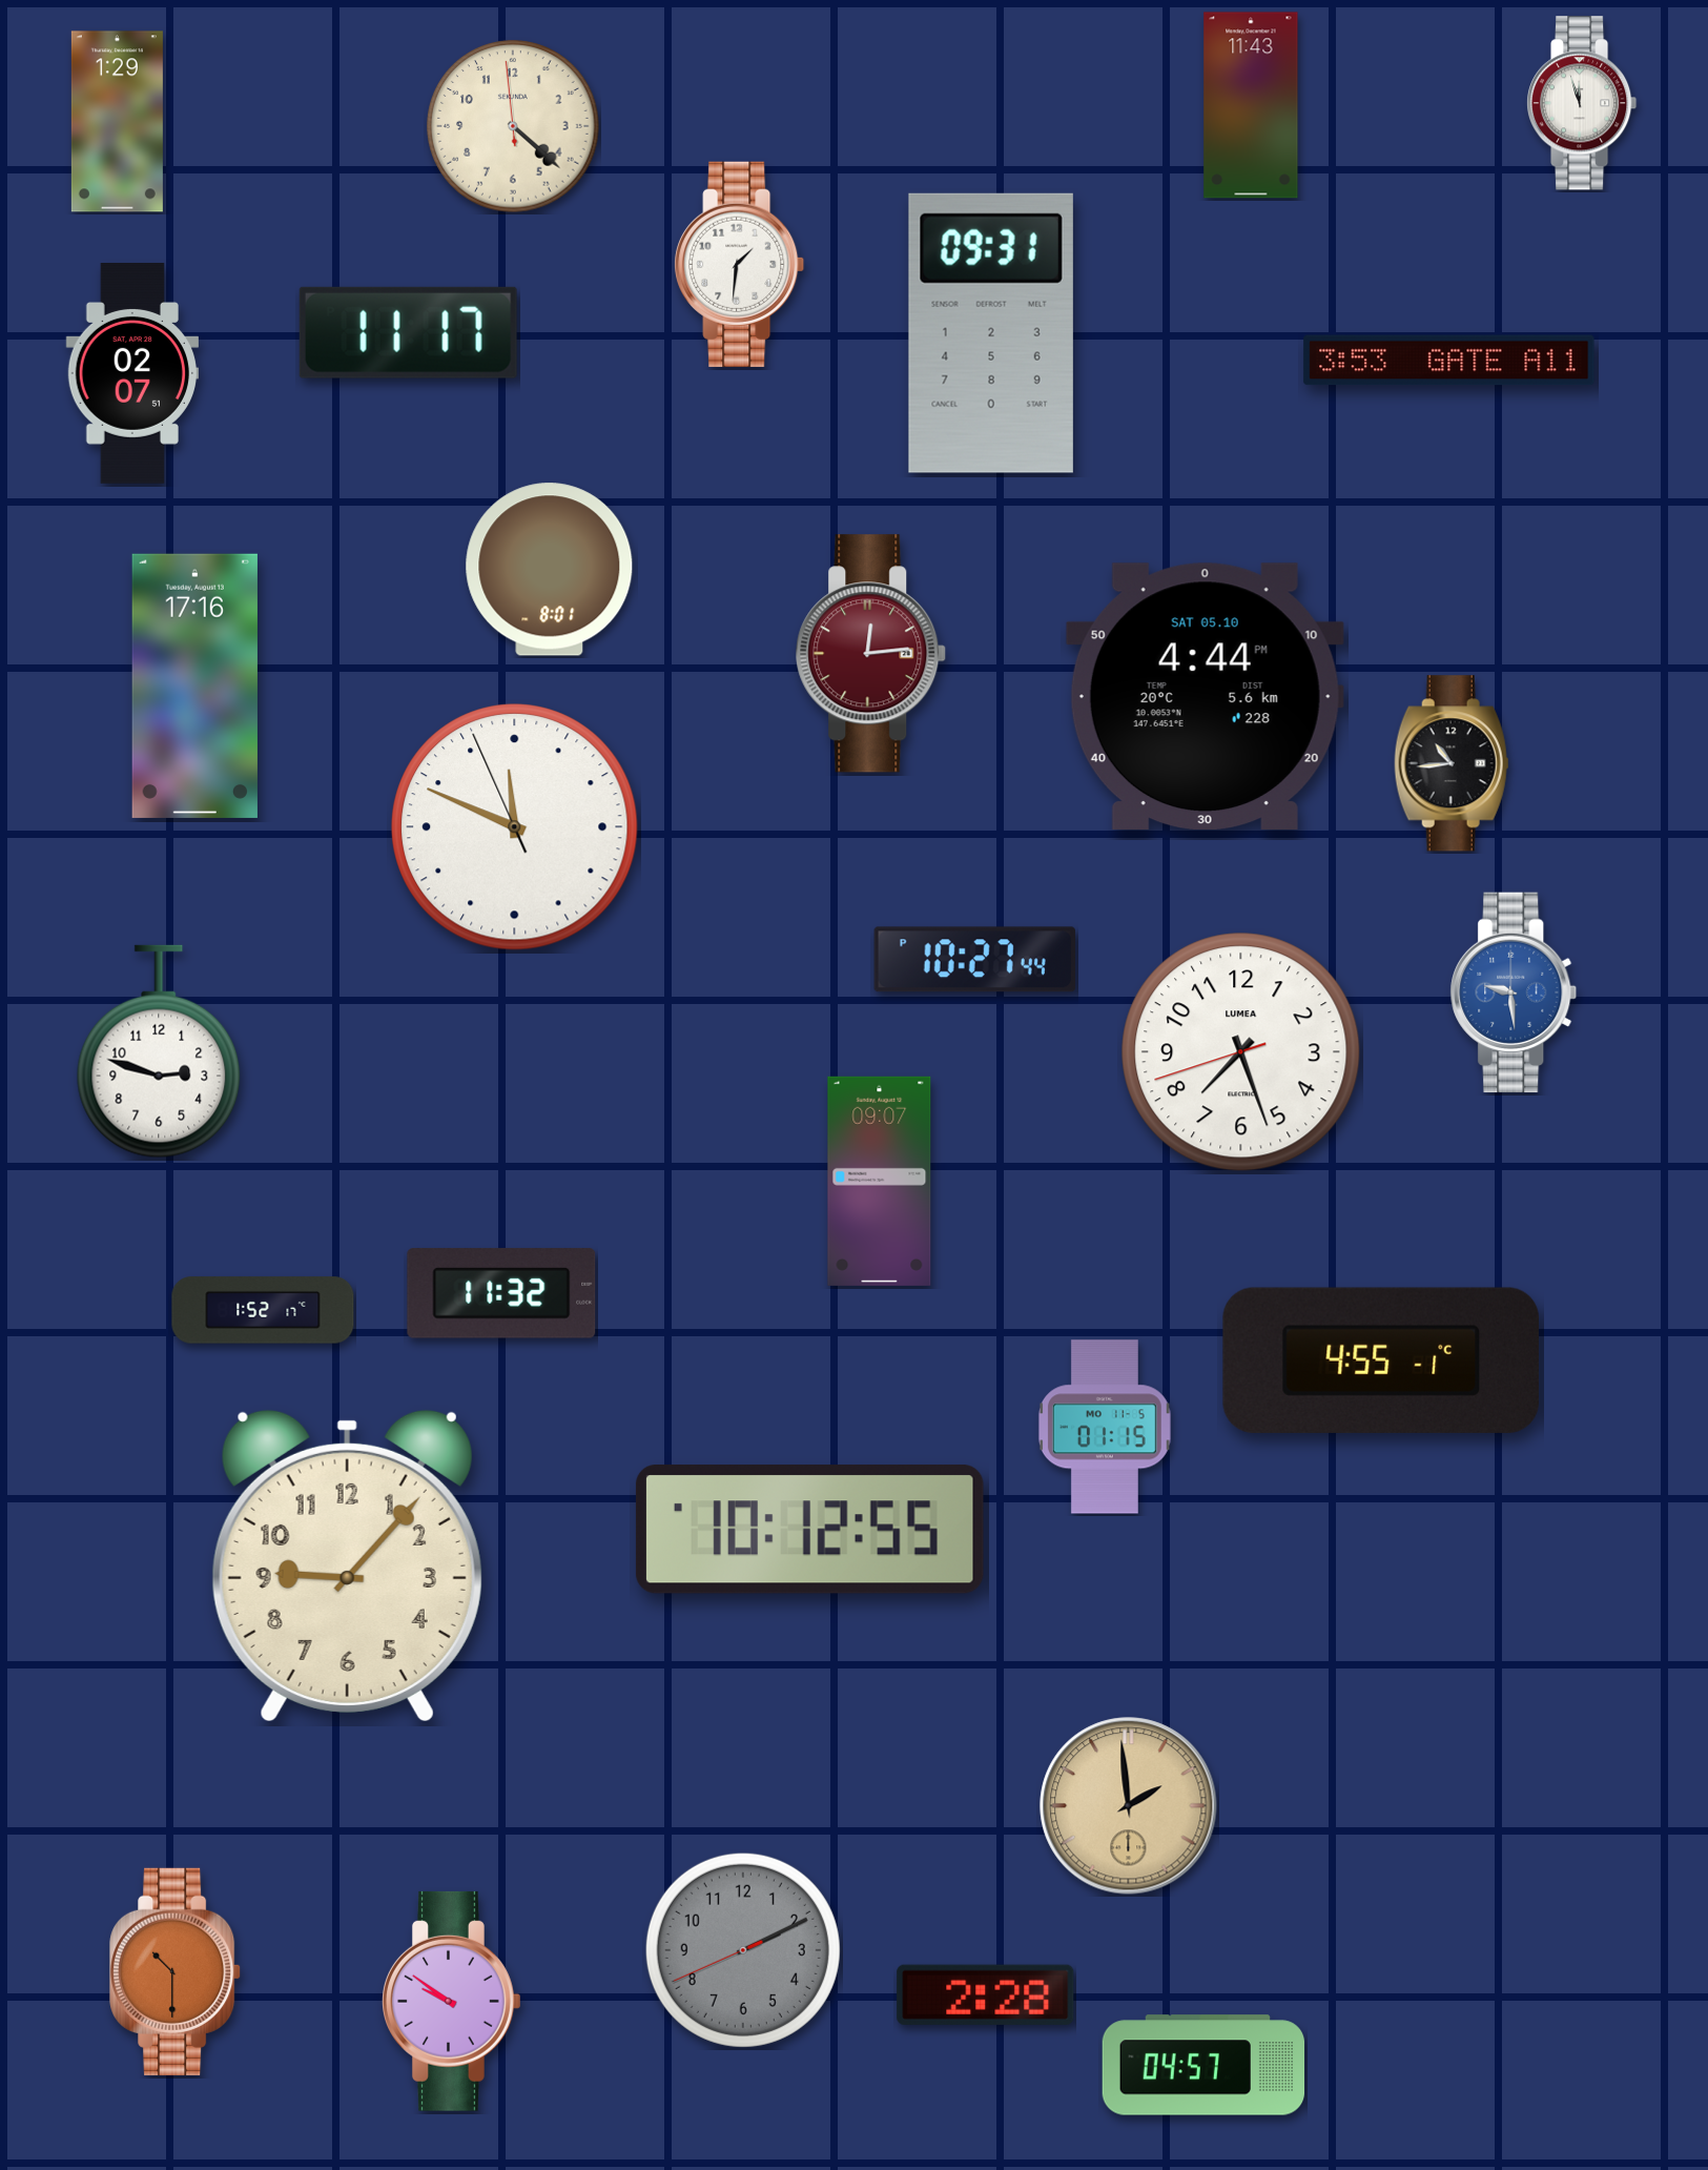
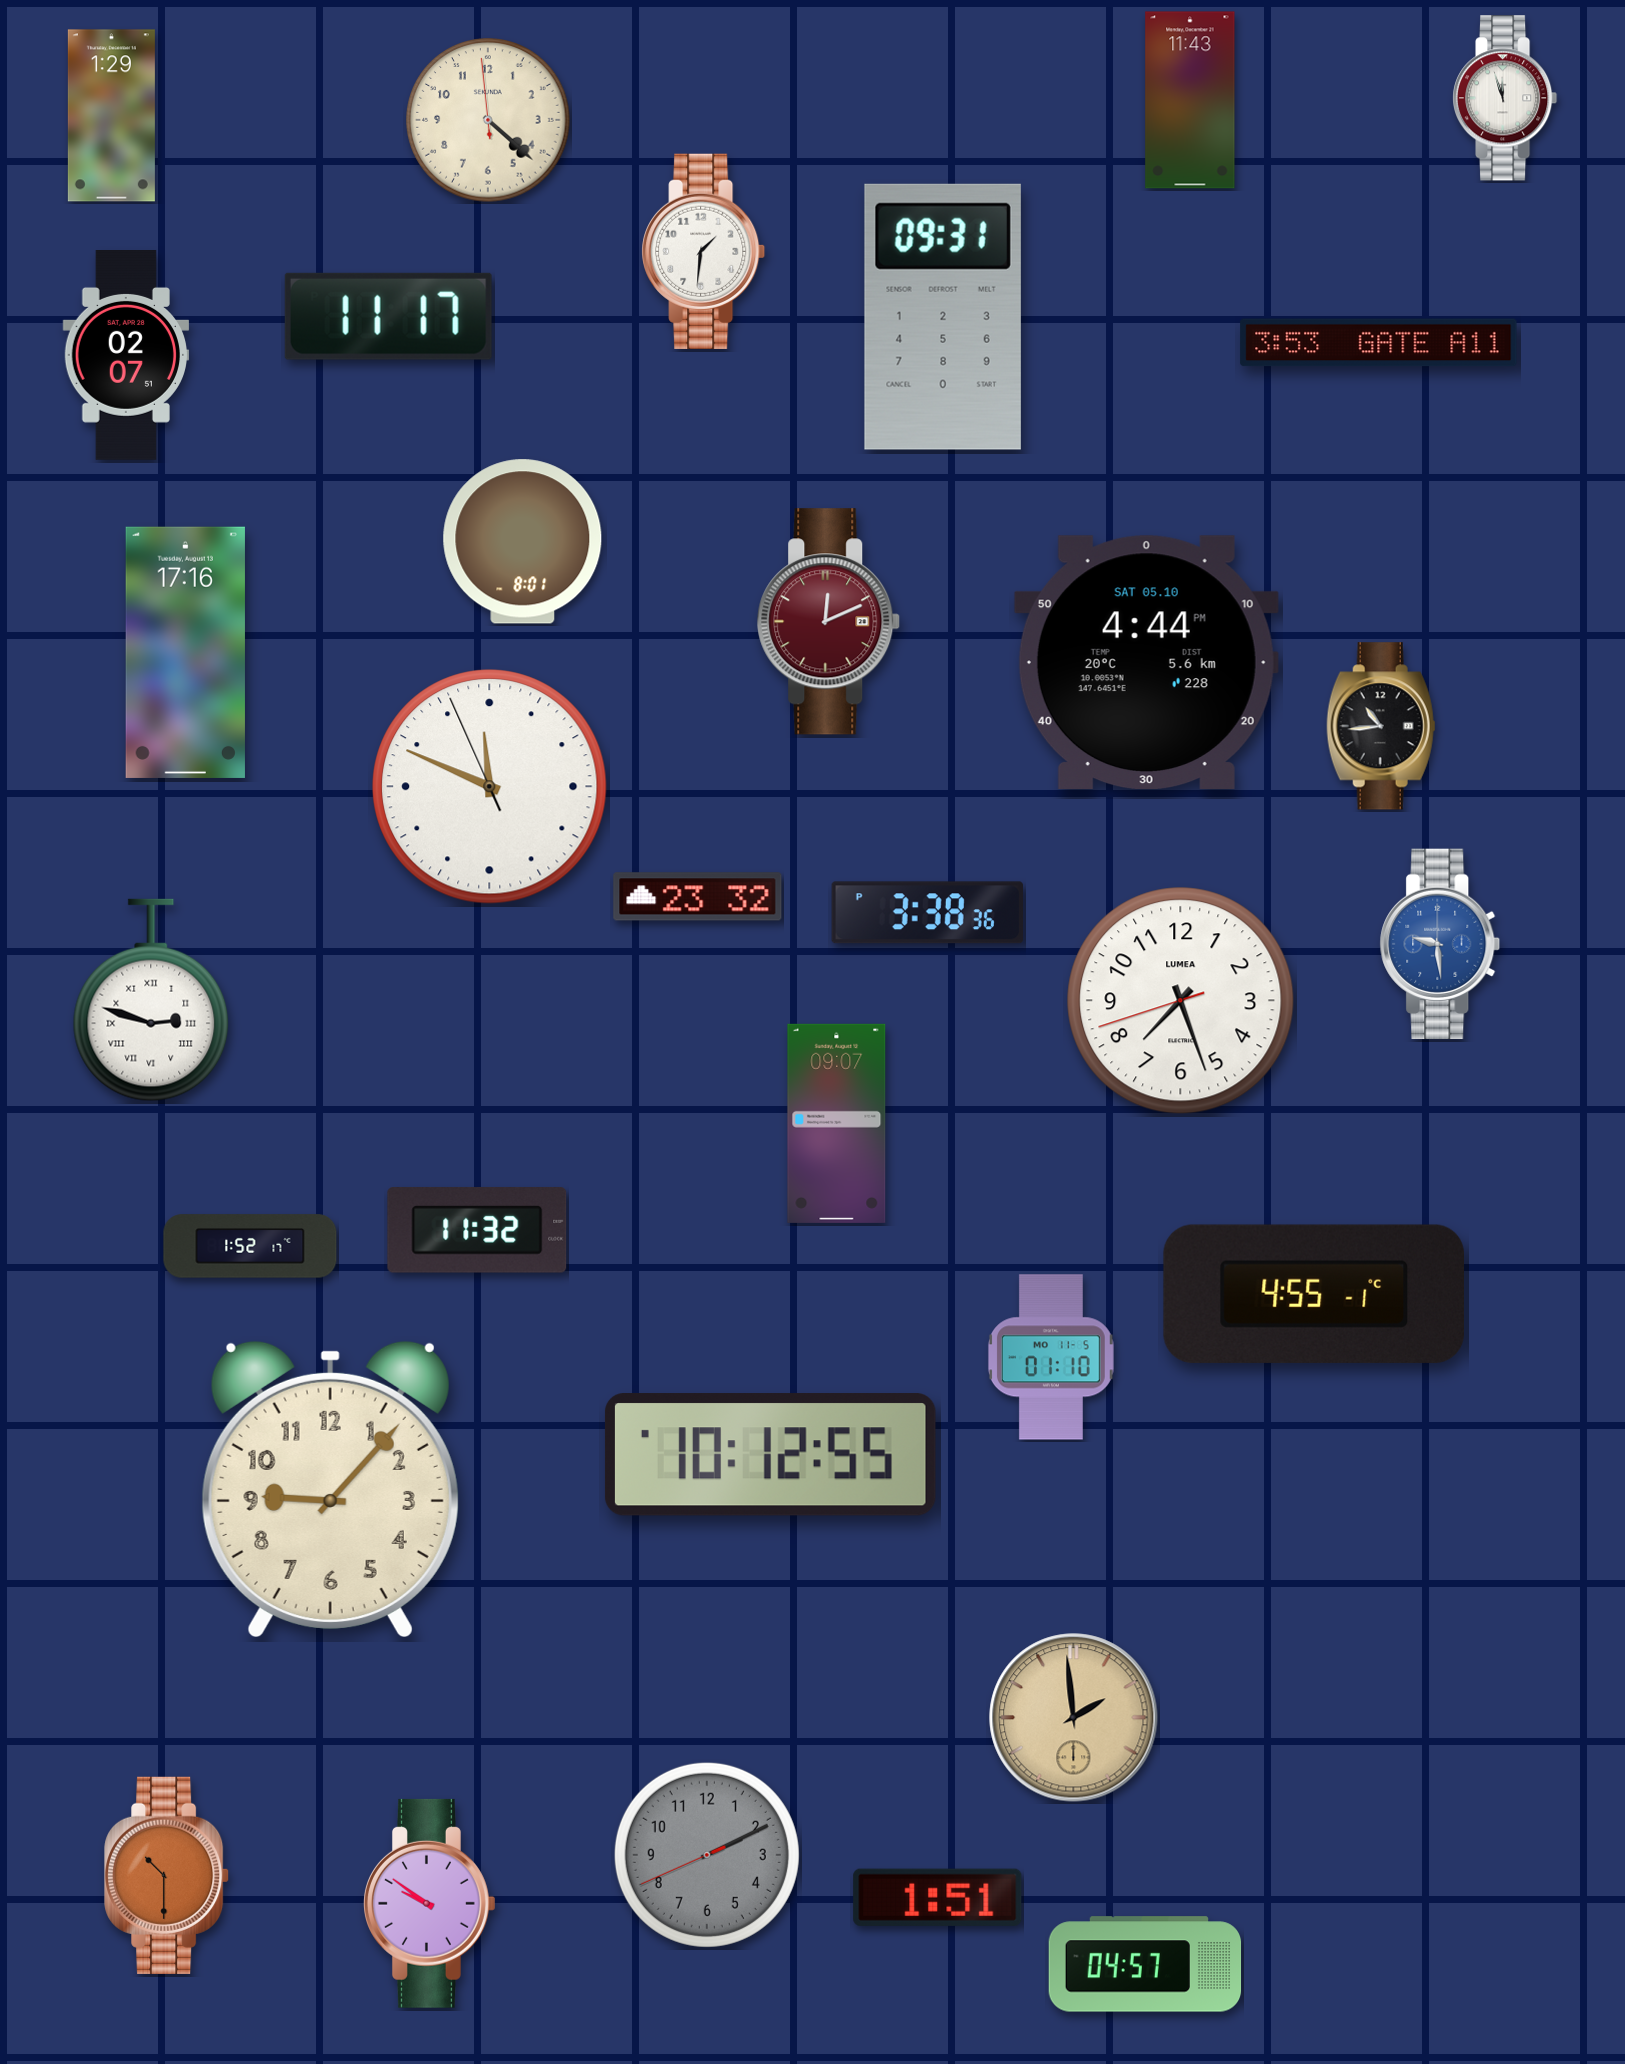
clock at (871, 654): 12:14 -> 12:11
clock at (698, 897): none -> 23:32
clock at (974, 960): 10:27 -> 3:38
clock at (159, 1051) numerals: Arabic -> Roman
clock at (1105, 1427): 01:15 -> 01:10
clock at (986, 1994): 2:28 -> 1:51
